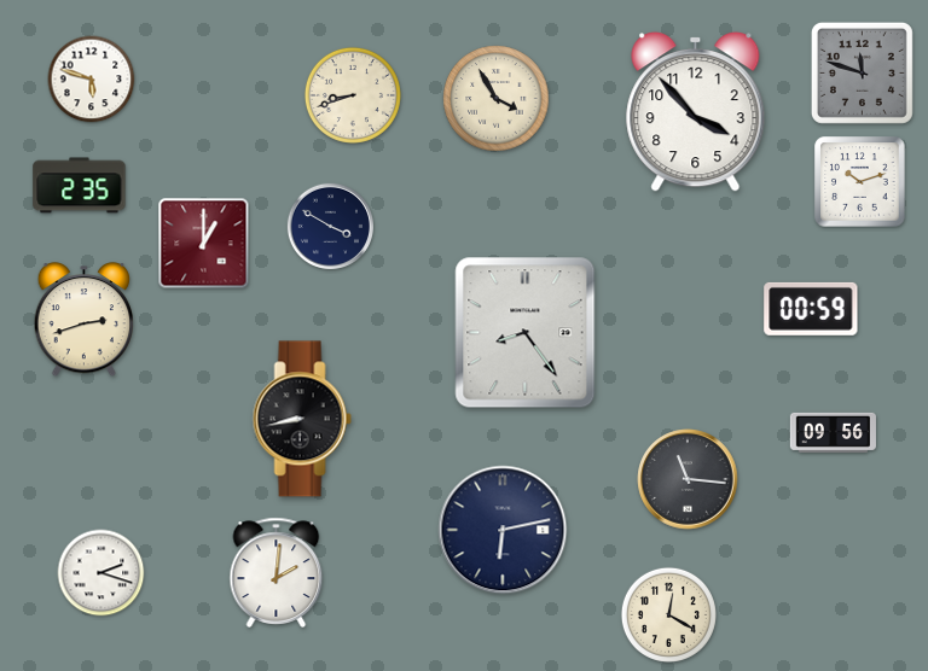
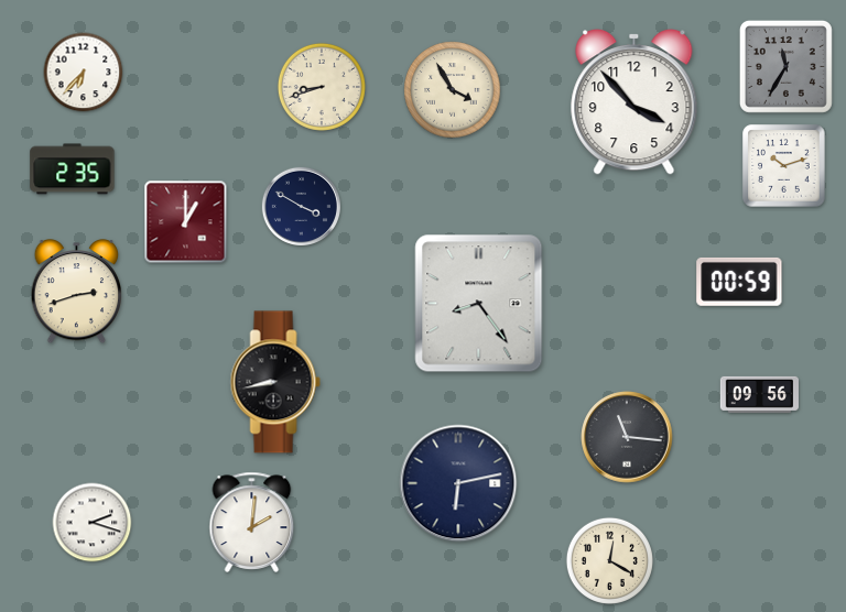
clock at (862, 72): 11:48 -> 11:35
clock at (92, 80): 5:48 -> 6:37
